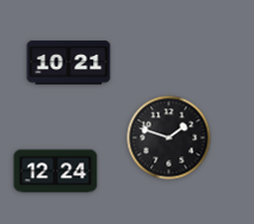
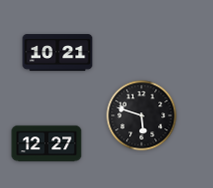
clock at (169, 138): 1:48 -> 5:48
clock at (56, 172): 12:24 -> 12:27
